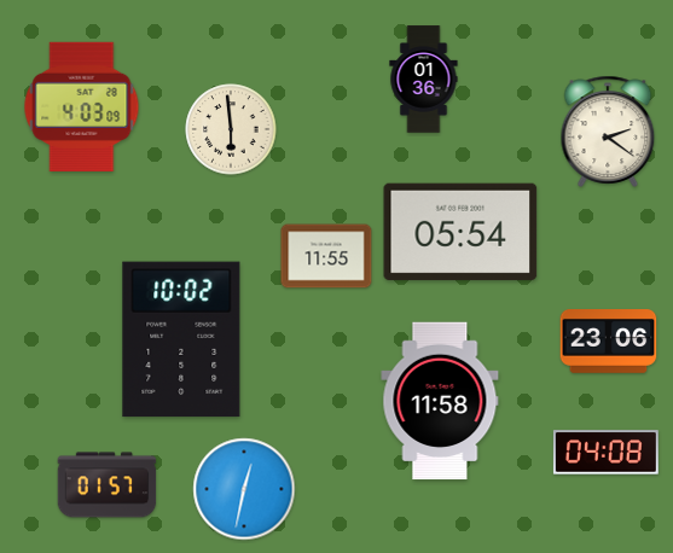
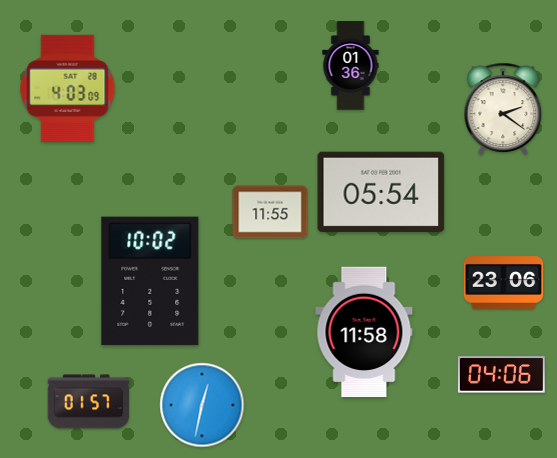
clock at (231, 129): 5:59 -> none
clock at (605, 453): 04:08 -> 04:06
